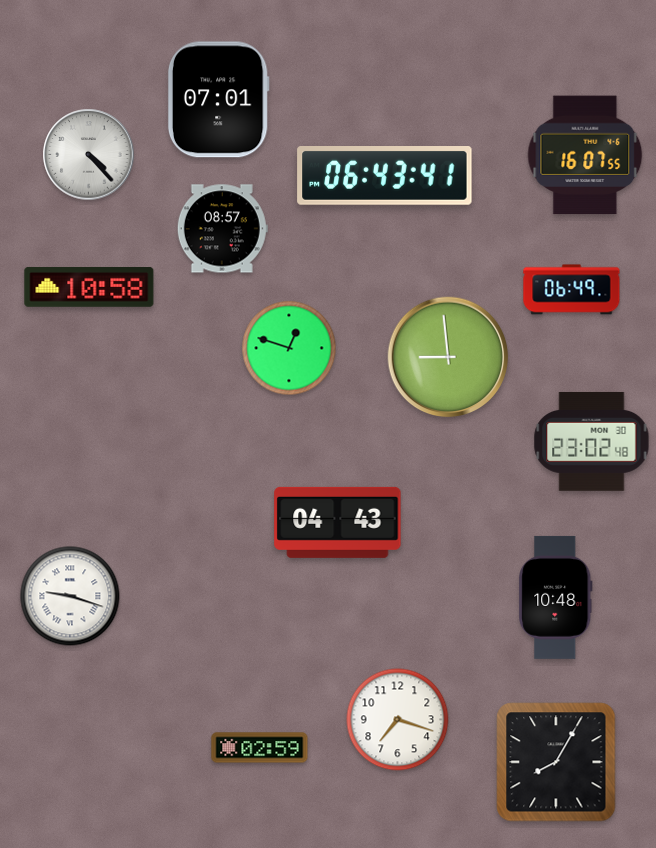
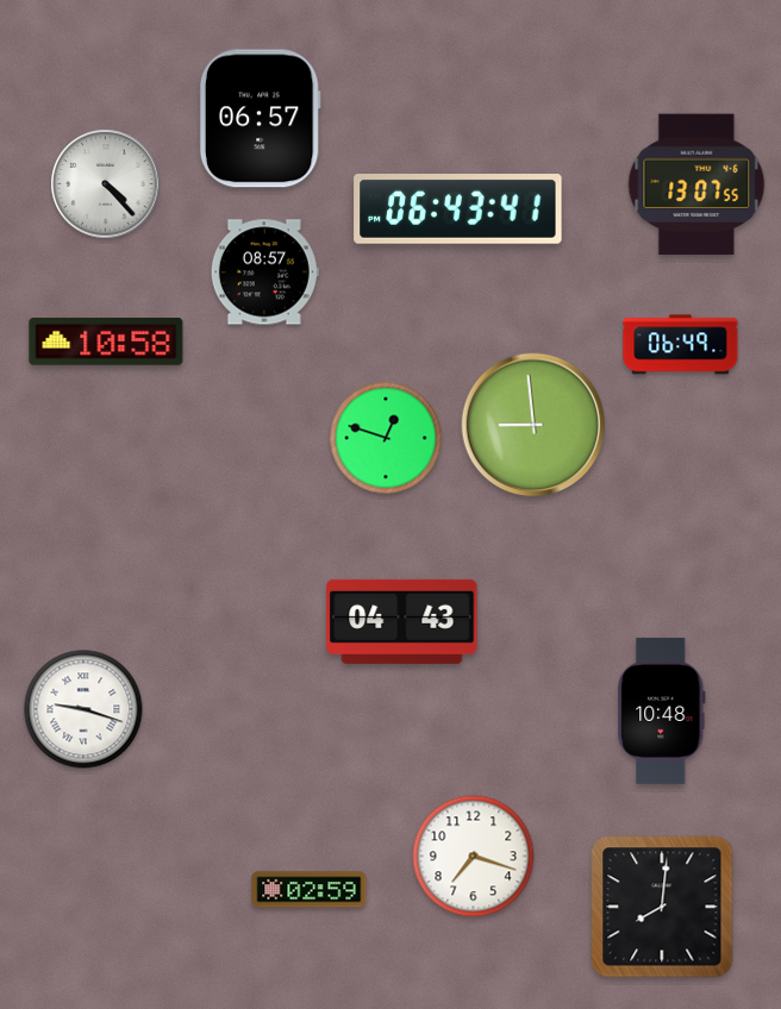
clock at (218, 100): 07:01 -> 06:57
clock at (585, 155): 16:07 -> 13:07
clock at (289, 348) position: (289, 348) -> (386, 438)
clock at (592, 441): 23:02 -> none
clock at (556, 762): 8:05 -> 8:01
